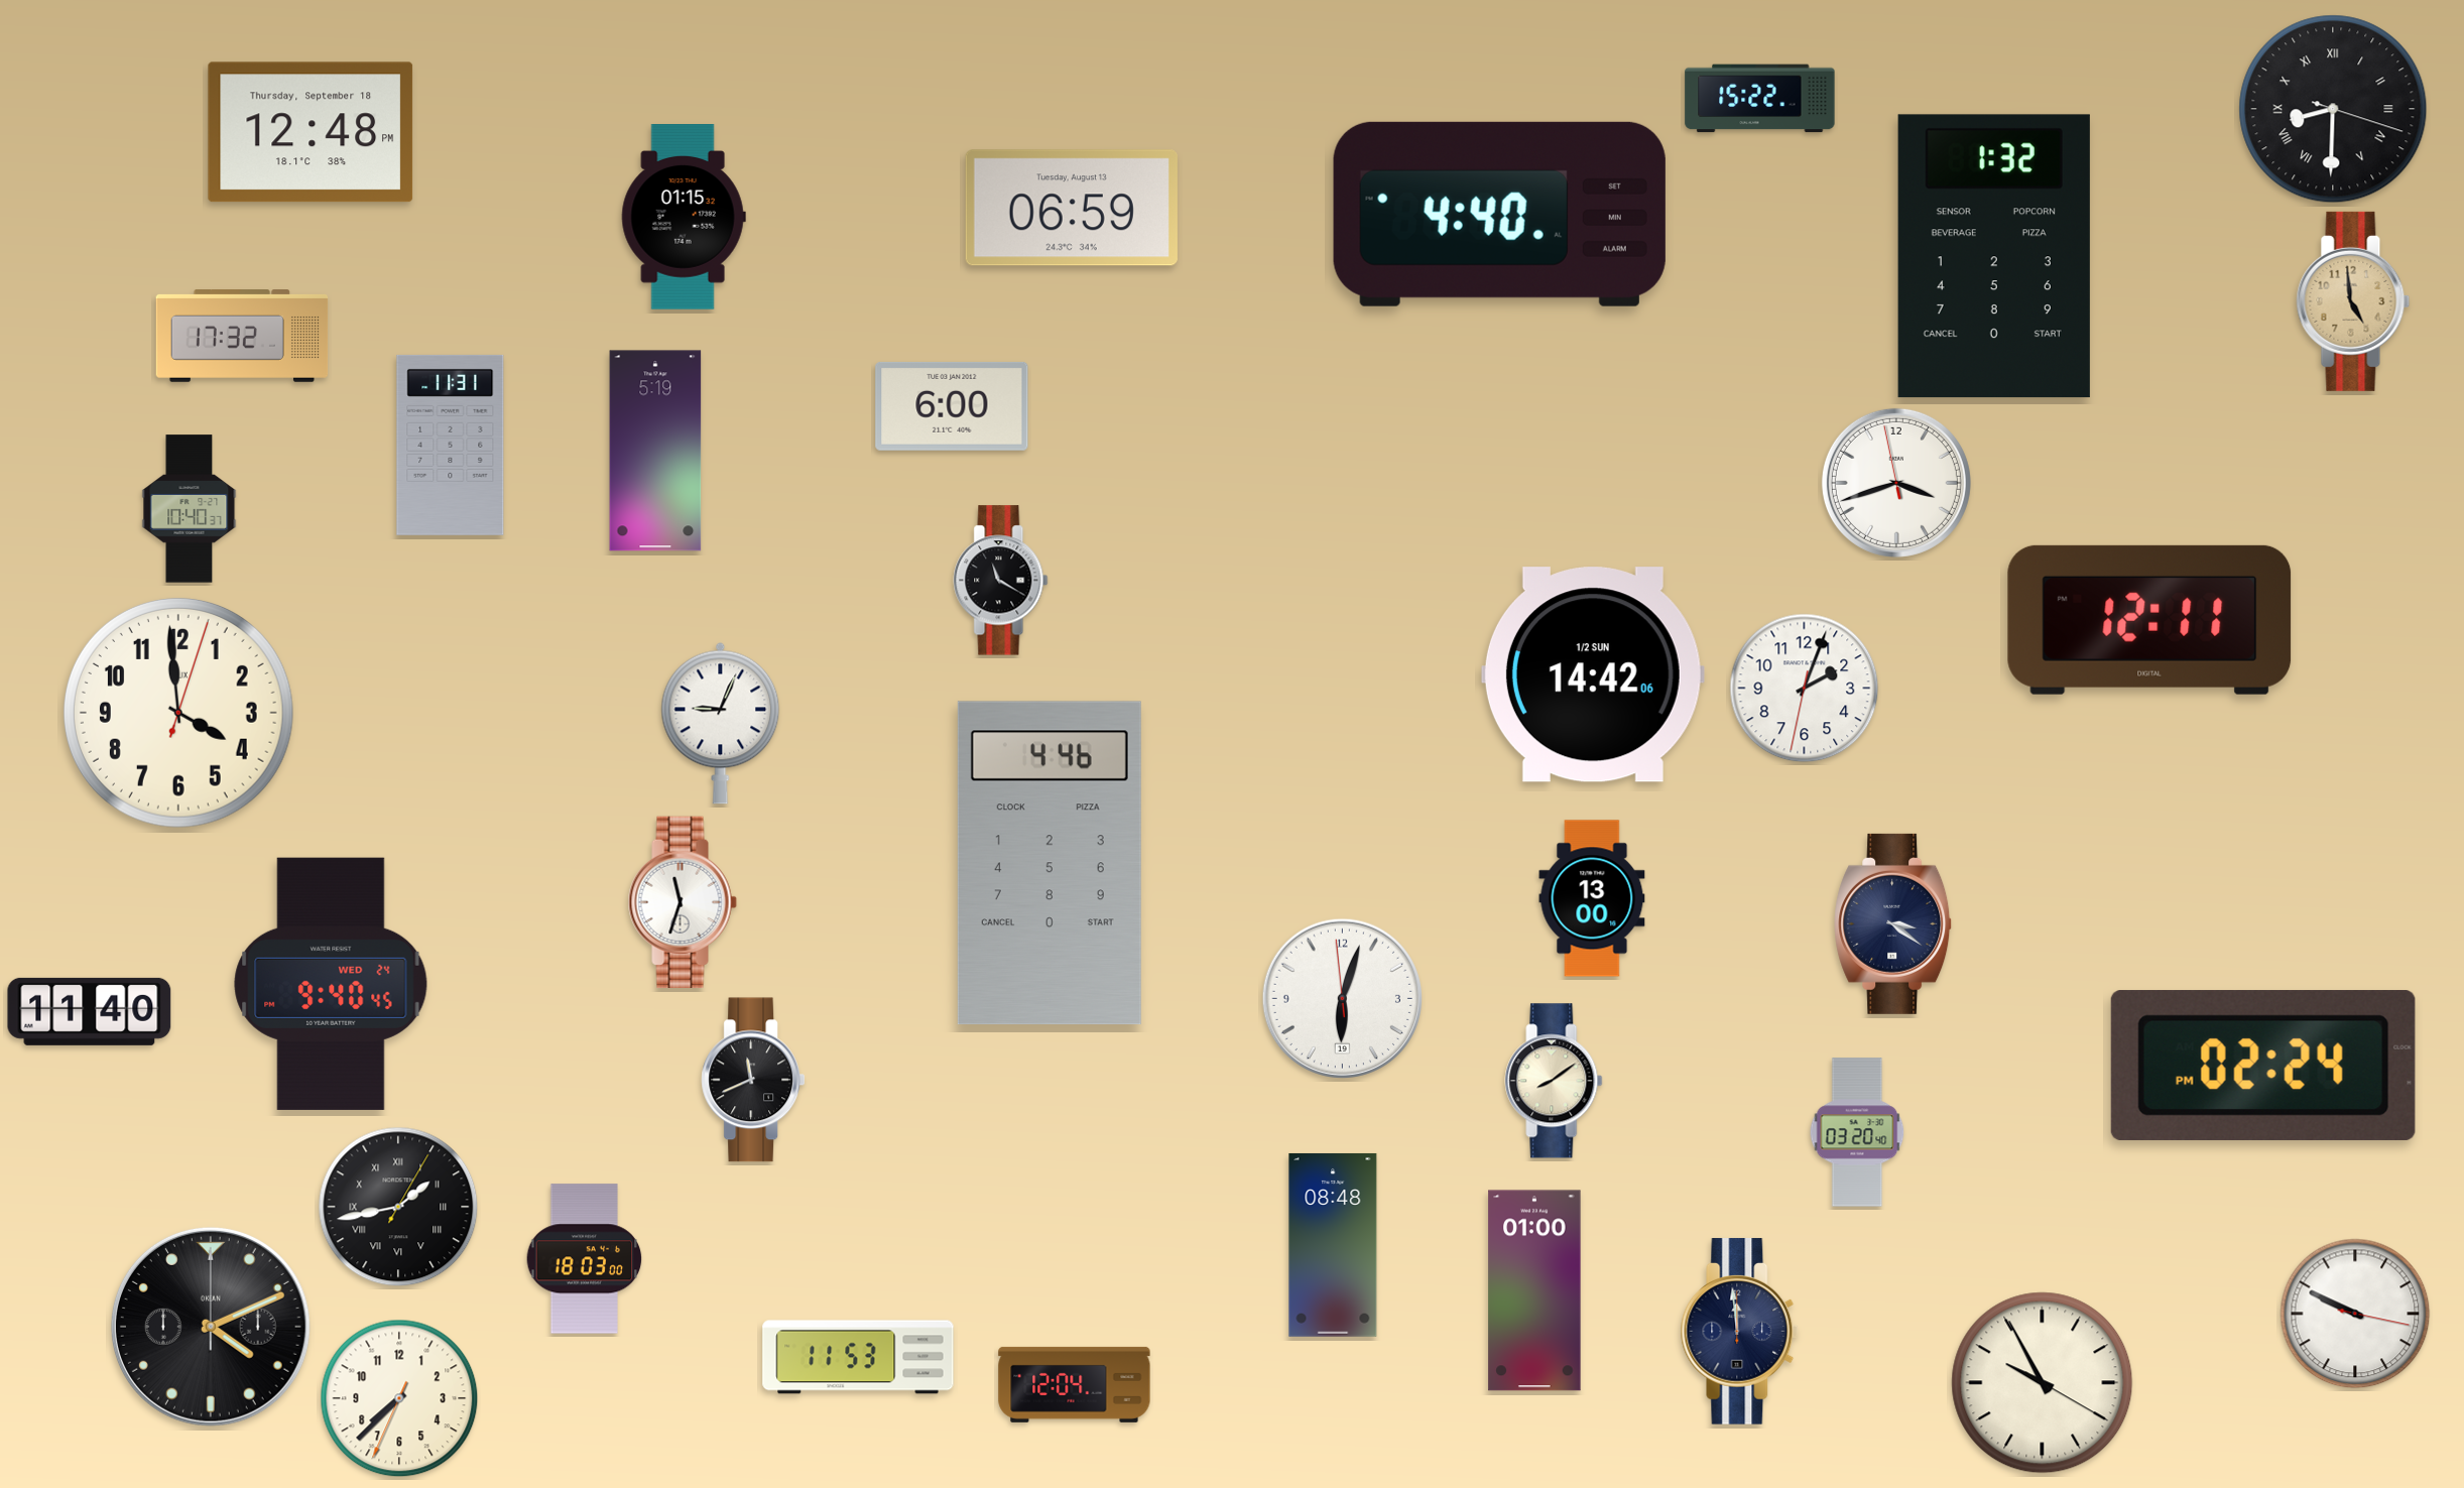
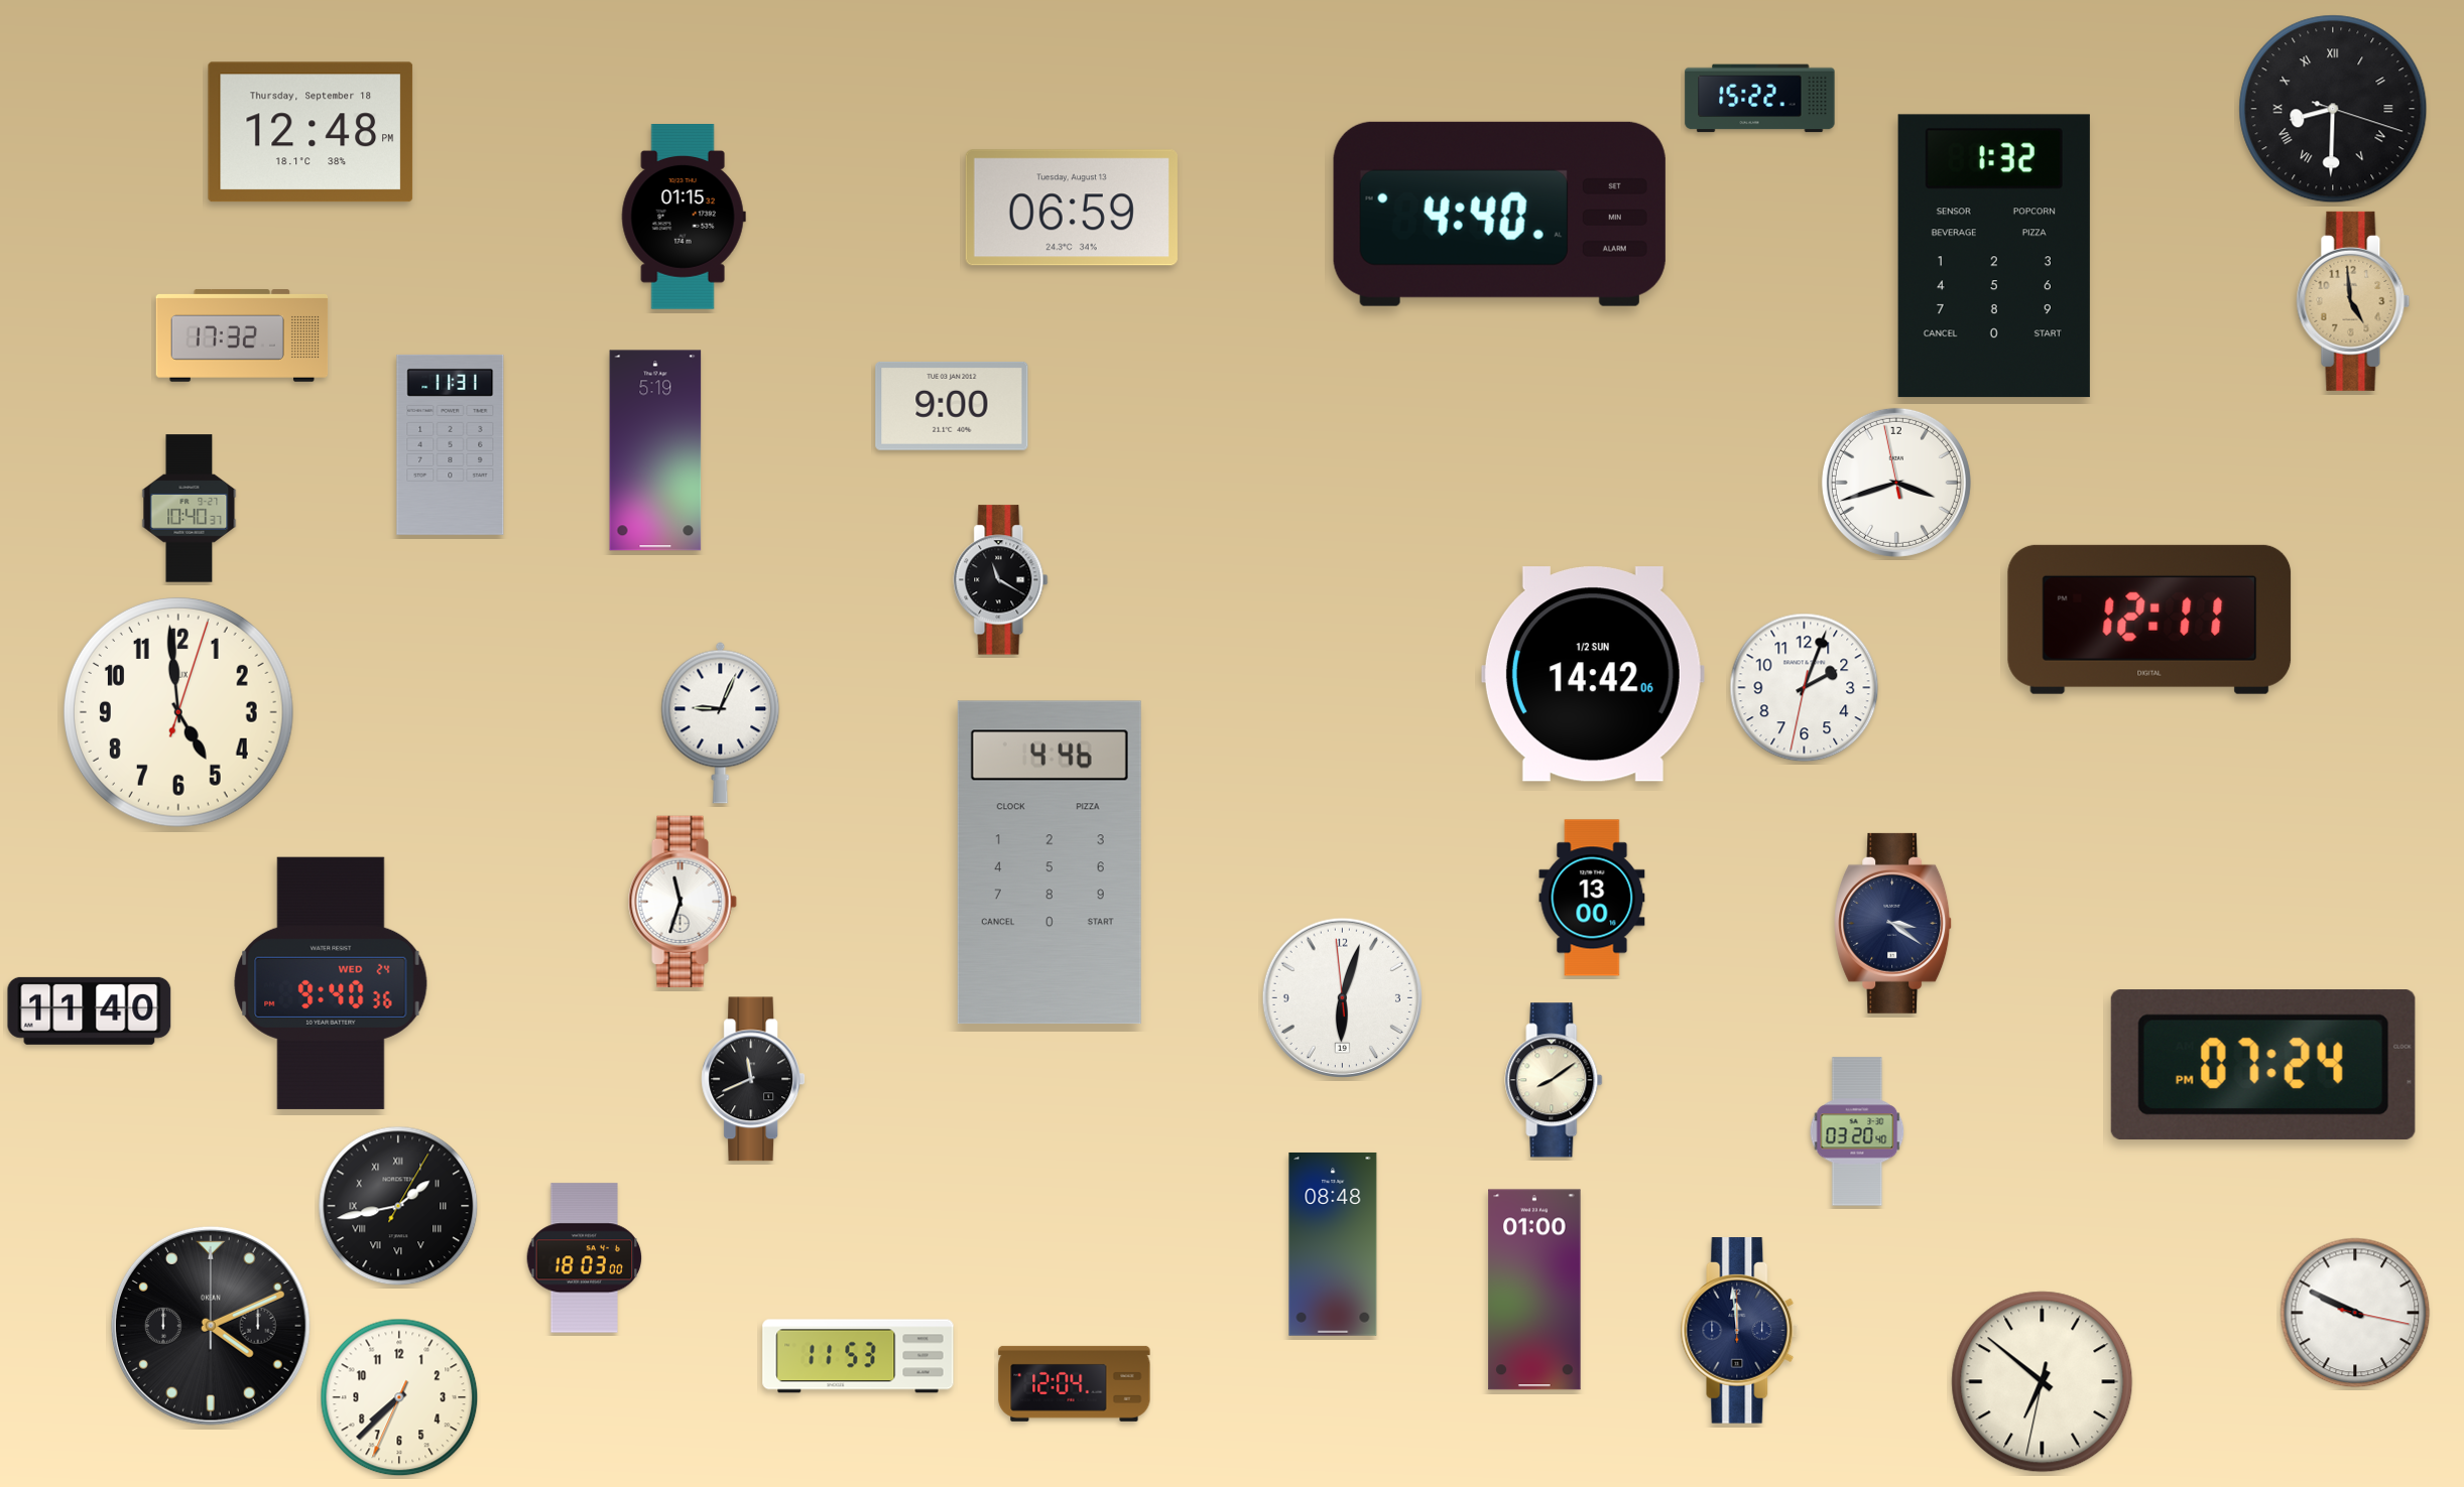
clock at (952, 406): 6:00 -> 9:00
clock at (178, 713): 3:59 -> 4:59
clock at (331, 984): 9:40:45 -> 9:40:36
clock at (2263, 1066): 02:24 -> 07:24
clock at (2043, 1383): 9:55 -> 6:51
